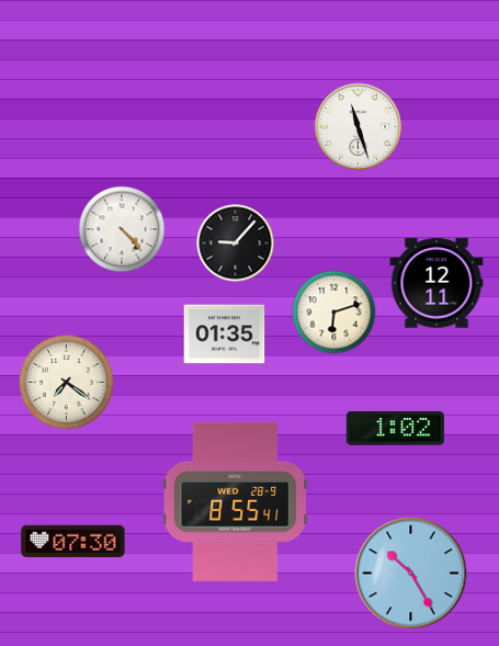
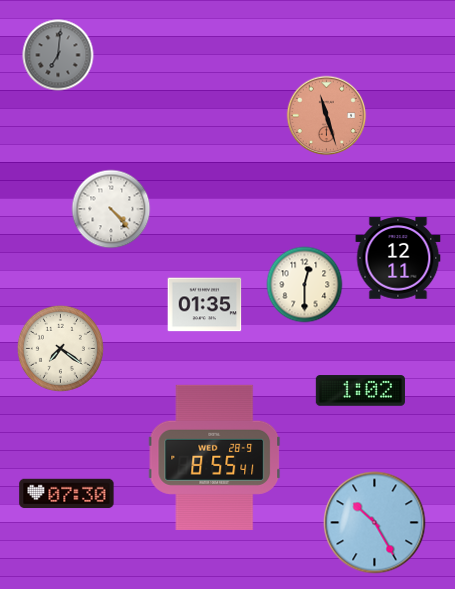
clock at (58, 55): none -> 7:01
clock at (359, 127) dial: white -> salmon
clock at (236, 243): 9:07 -> none
clock at (334, 313): 6:12 -> 12:30
